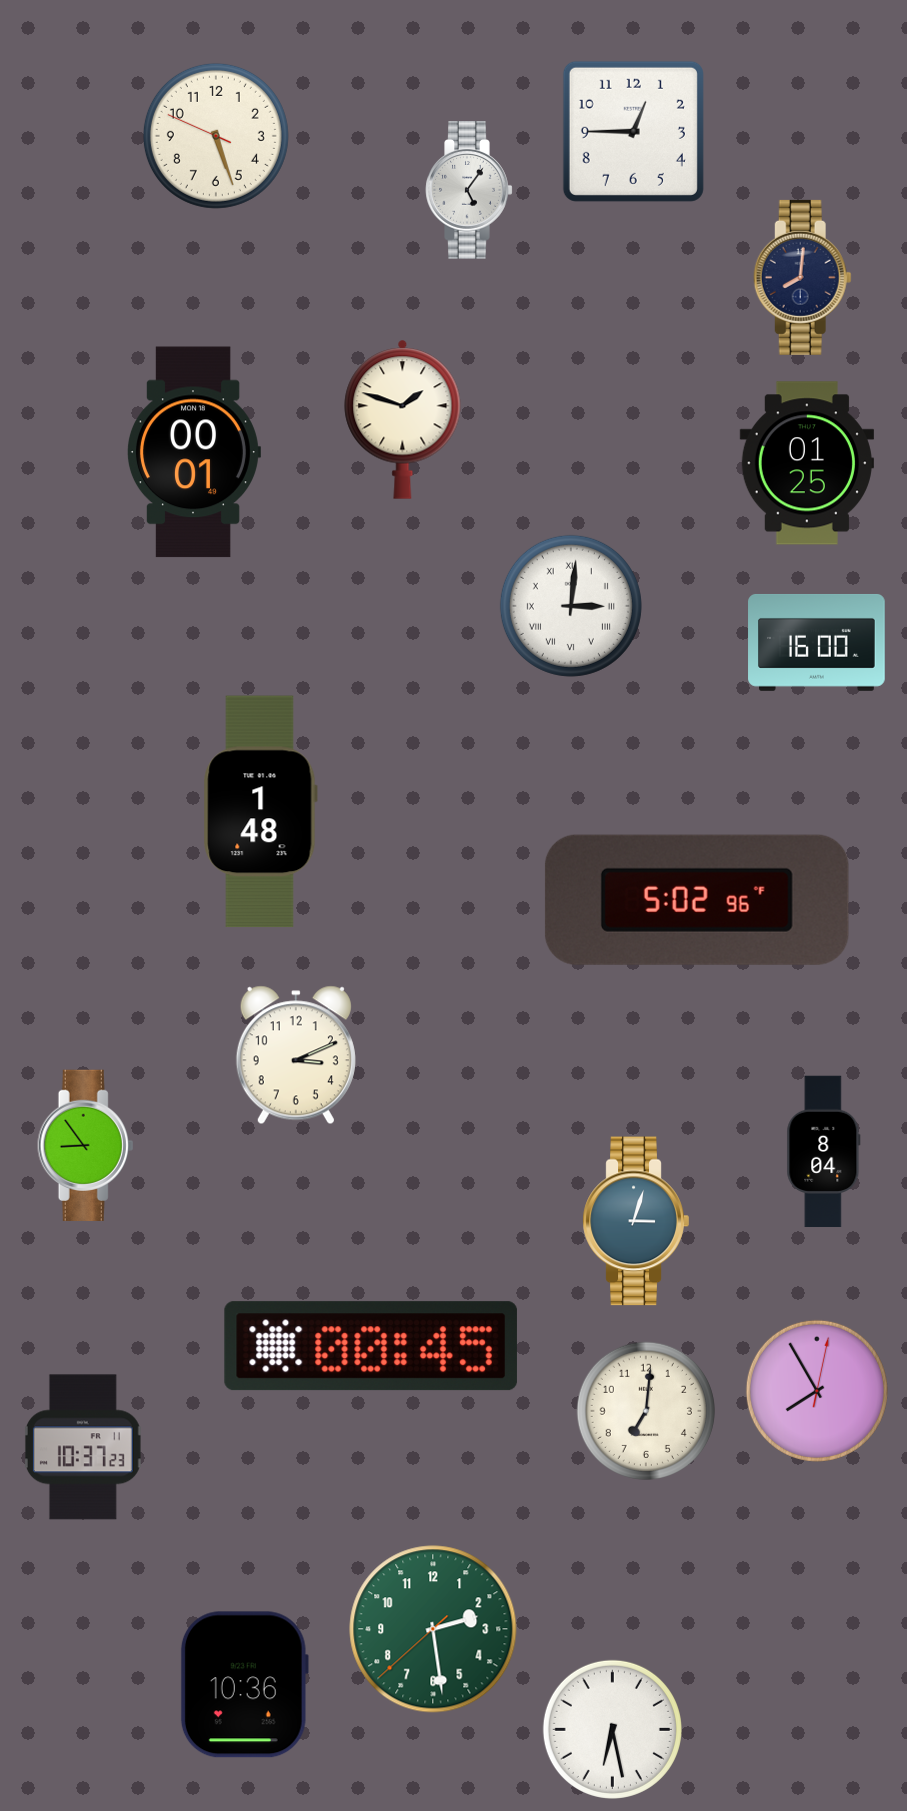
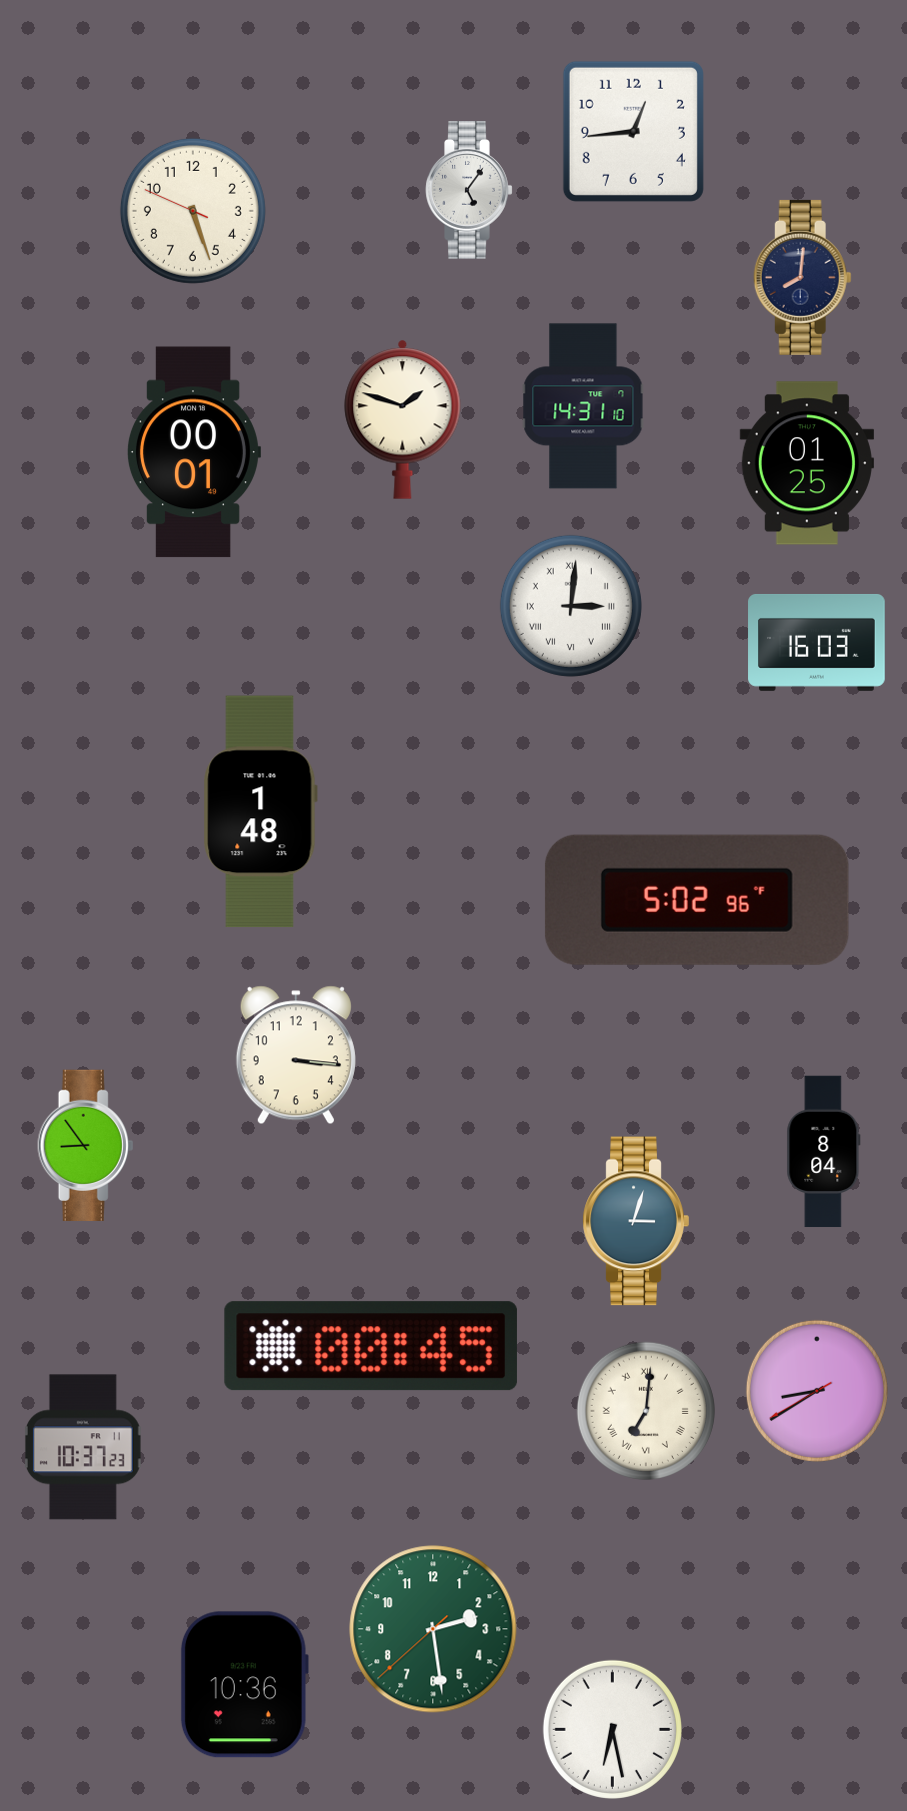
clock at (633, 131): 12:45 -> 12:44
clock at (216, 136) position: (216, 136) -> (193, 211)
clock at (583, 406): none -> 14:31
clock at (817, 642): 16:00 -> 16:03
clock at (296, 1055): 3:11 -> 3:16
clock at (817, 1391): 7:55 -> 8:39
clock at (646, 1411) numerals: Arabic -> Roman
